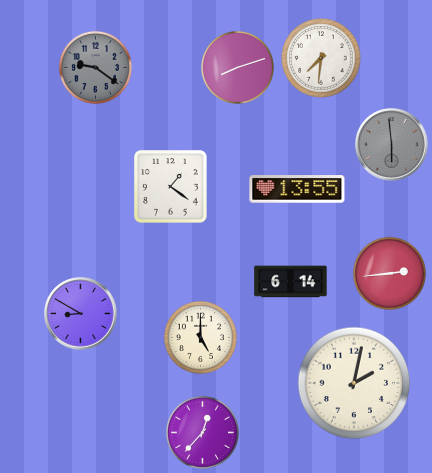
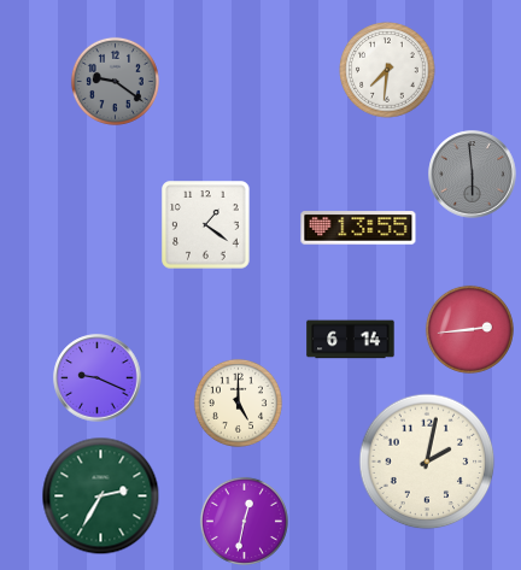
clock at (237, 67): 8:12 -> none
clock at (81, 314): 8:50 -> 9:19
clock at (200, 337) position: (200, 337) -> (238, 402)
clock at (101, 496): none -> 2:35
clock at (202, 432): 12:37 -> 12:32
